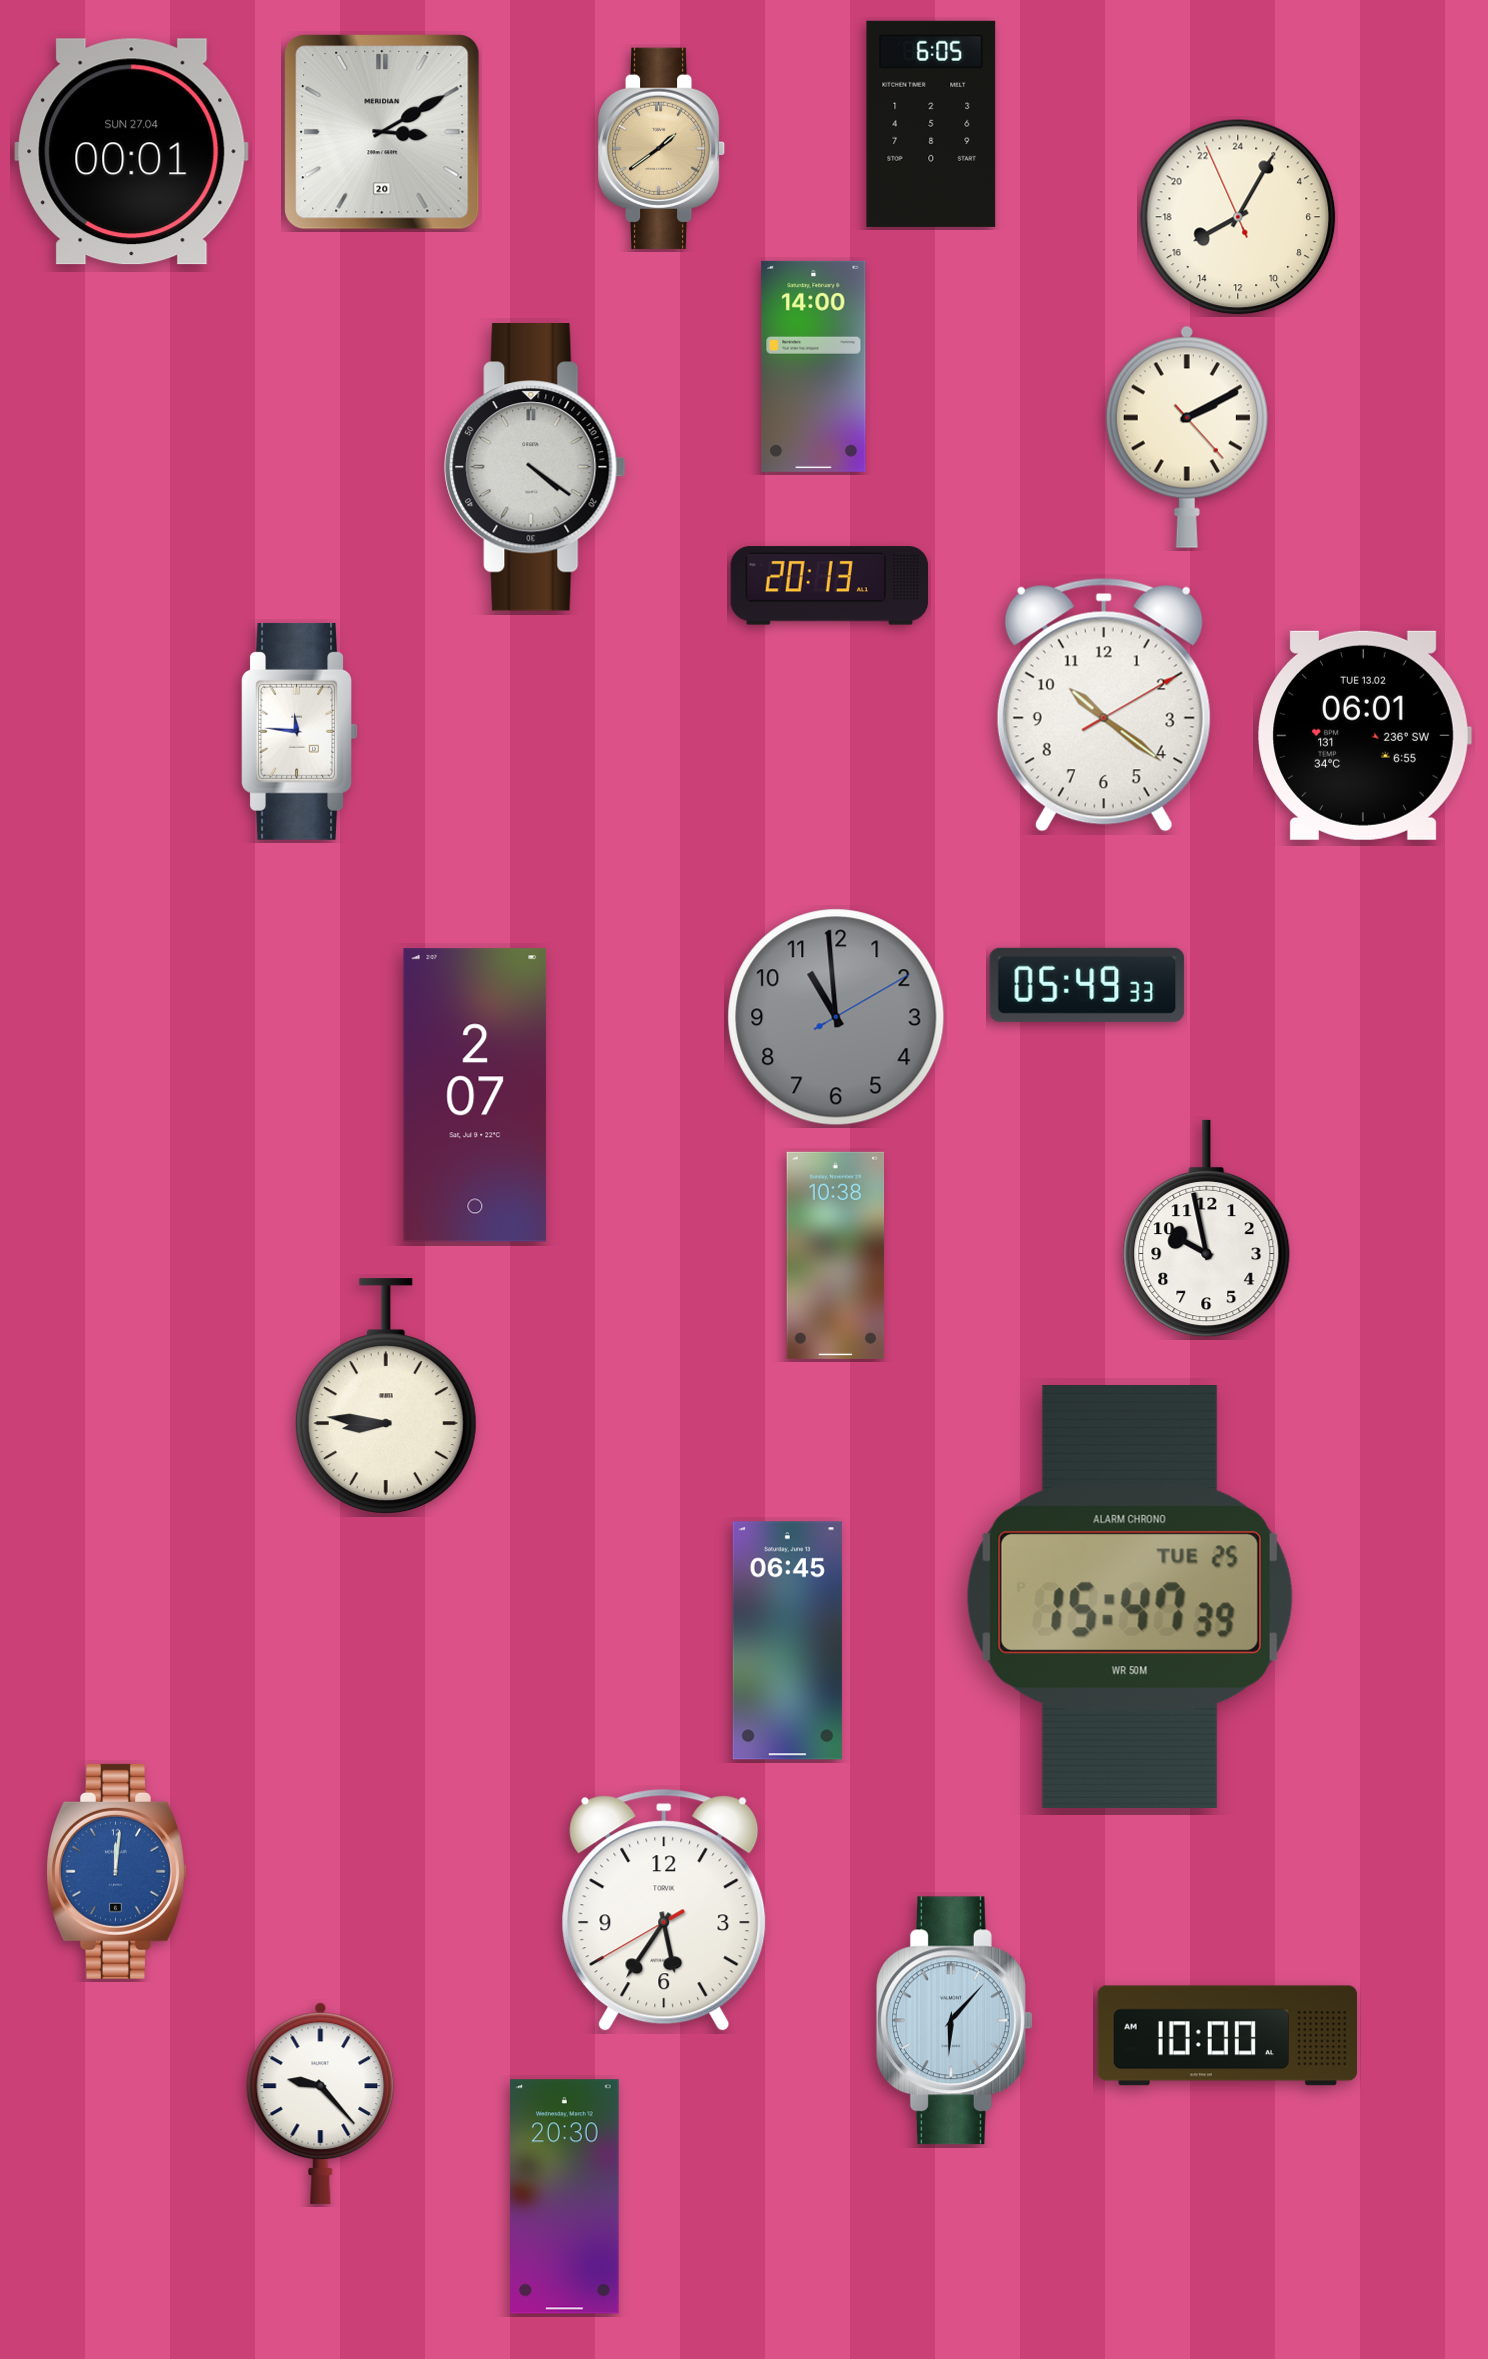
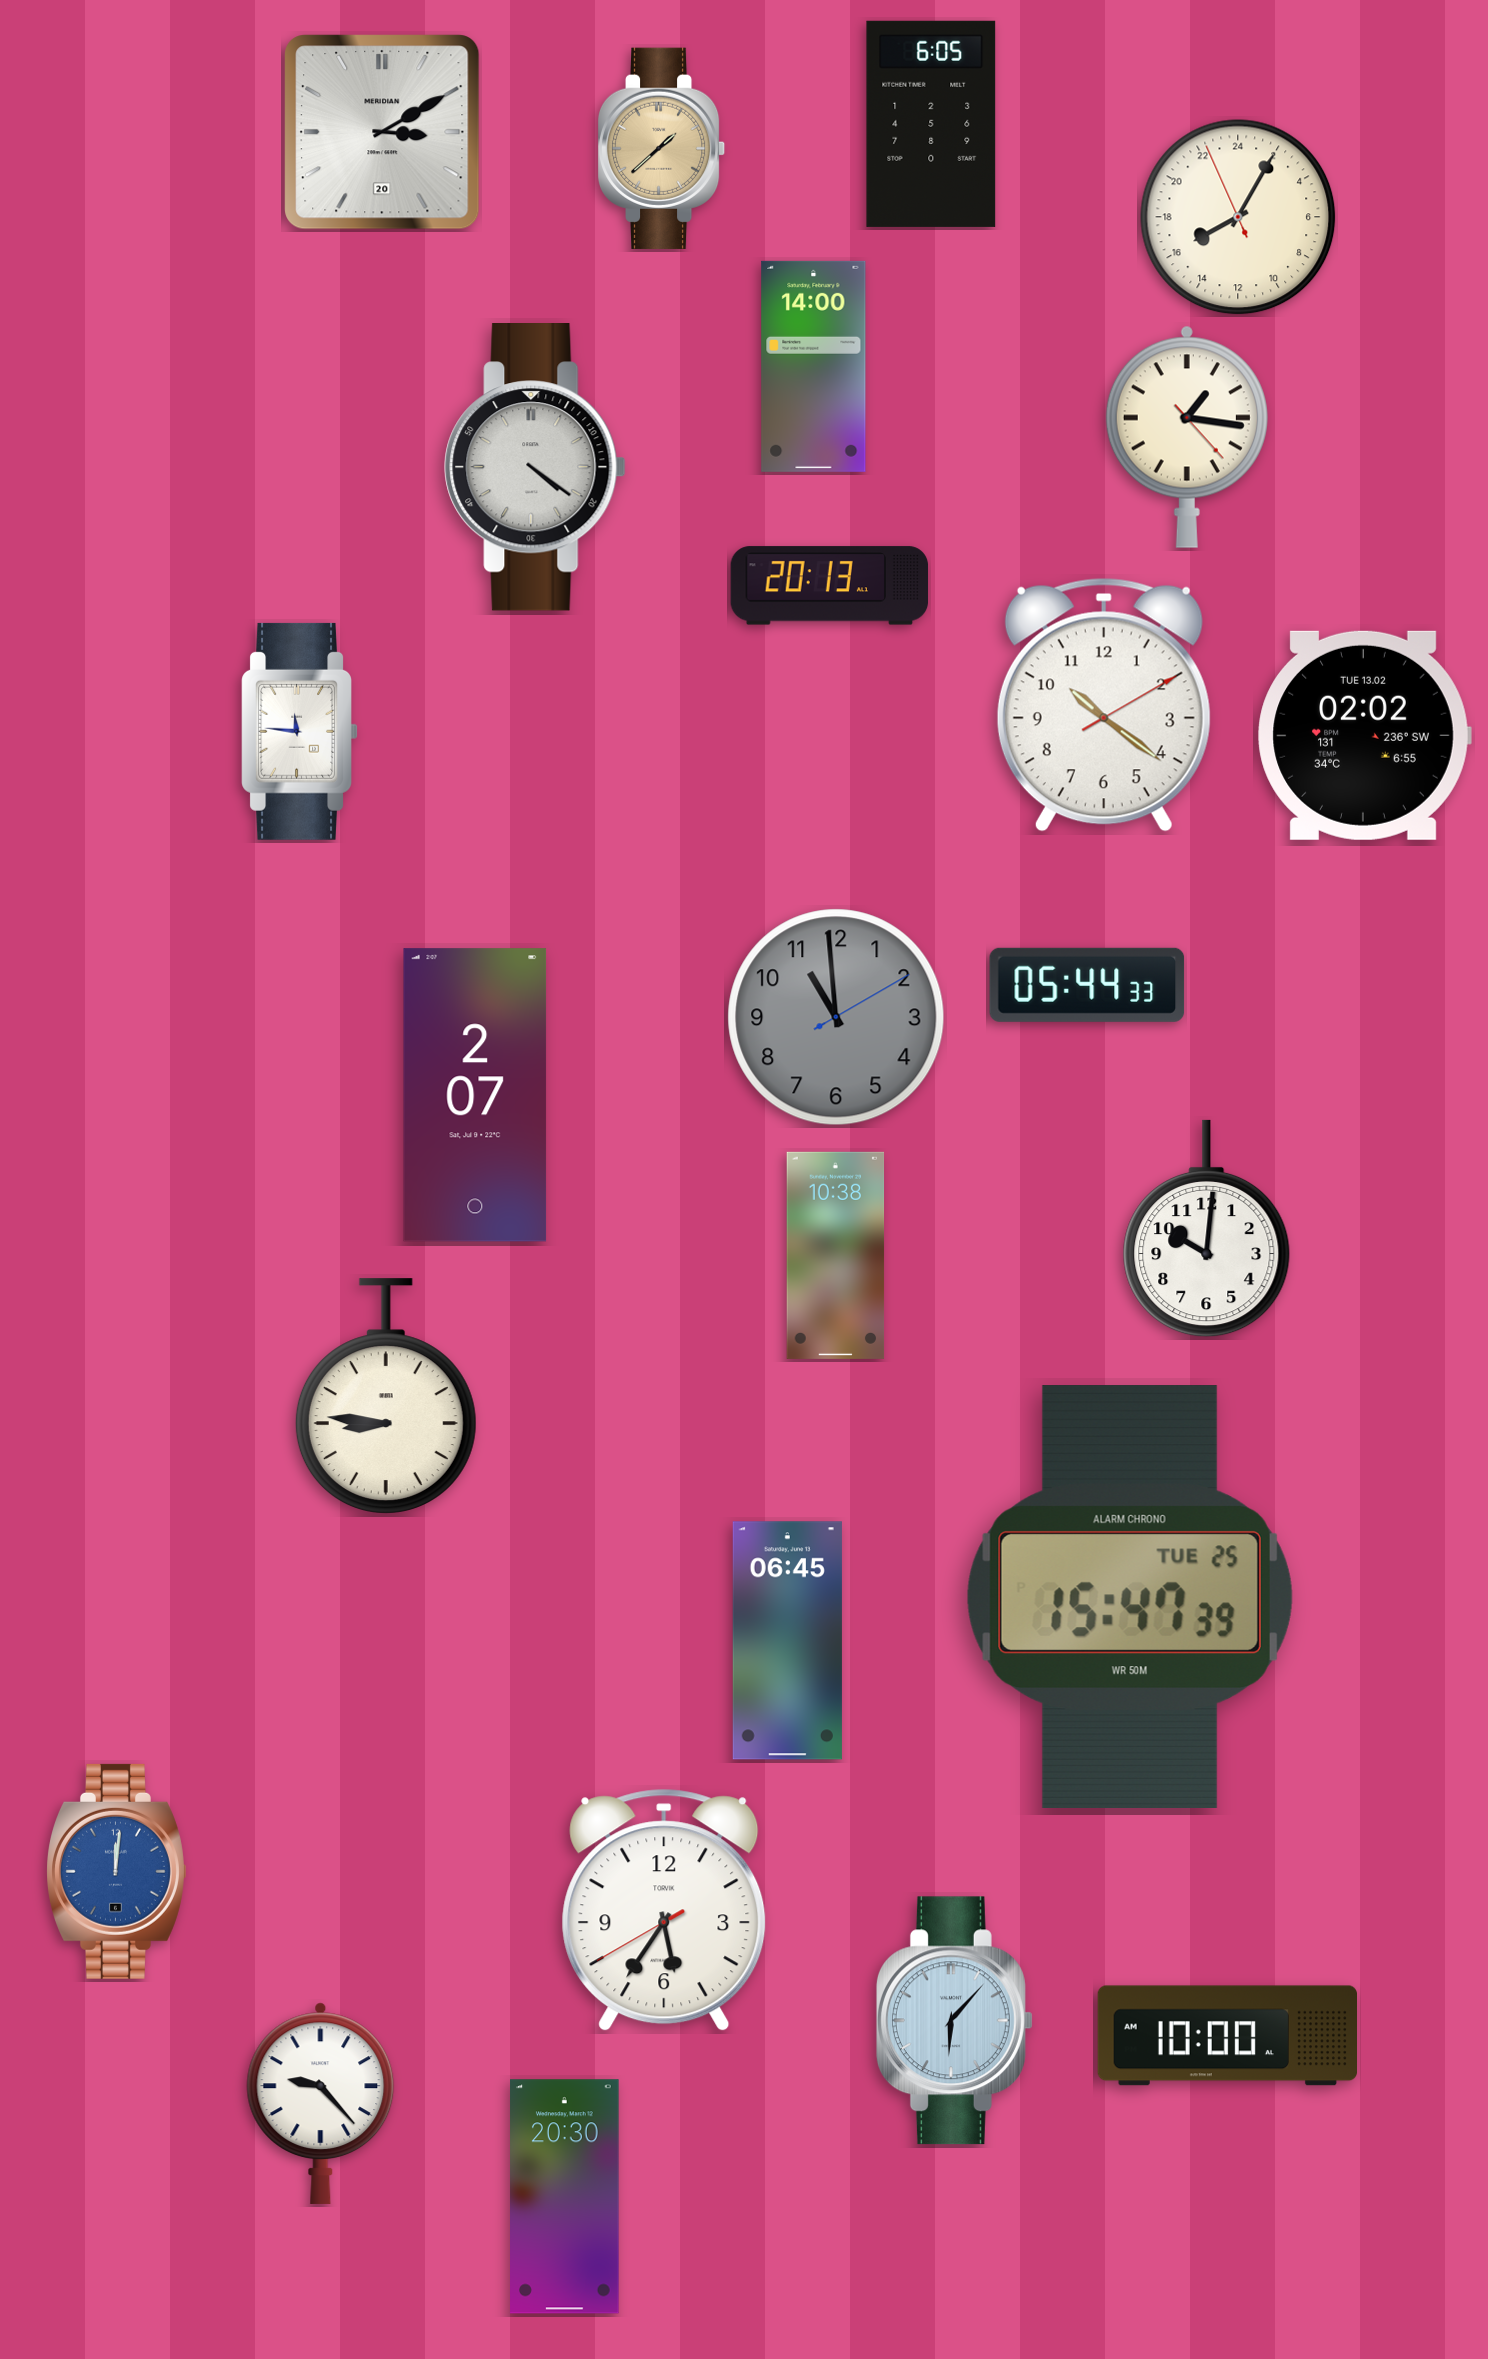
clock at (662, 148): 1:39 -> 1:38
clock at (132, 152): 00:01 -> none
clock at (1187, 437): 2:10 -> 1:16
clock at (1364, 735): 06:01 -> 02:02
clock at (1087, 985): 05:49 -> 05:44
clock at (1207, 1229): 9:58 -> 10:01
